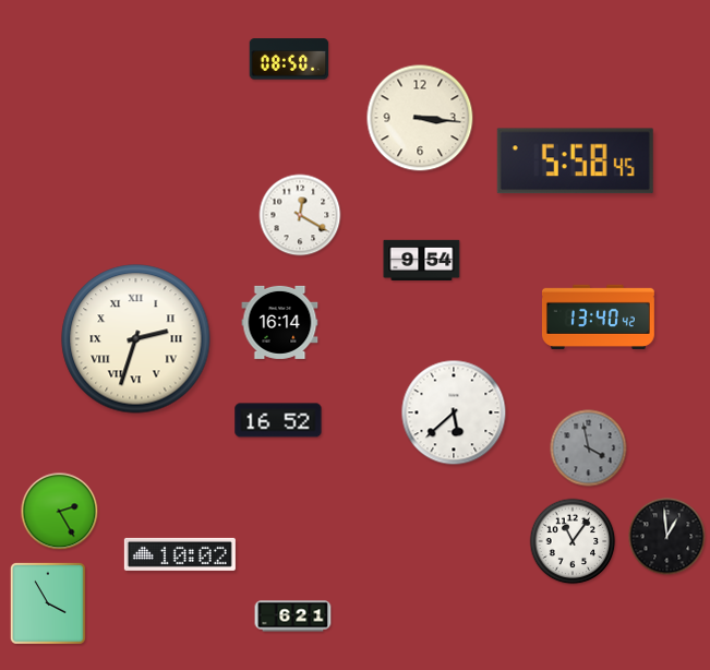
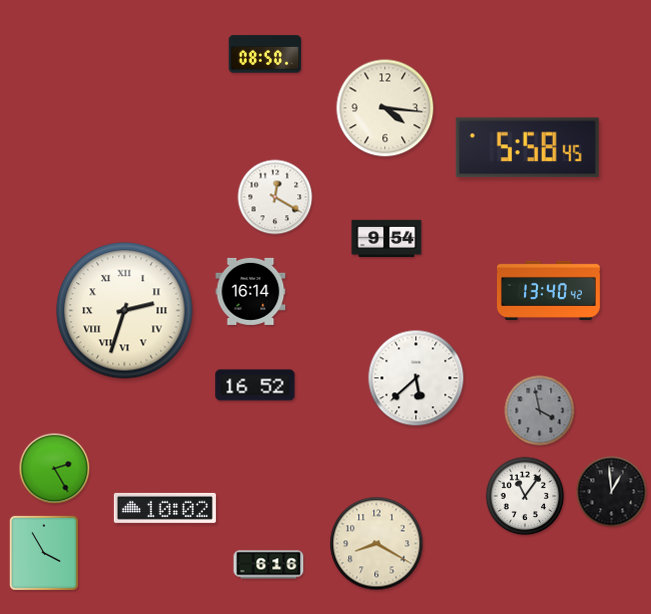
clock at (420, 118): 3:16 -> 4:16
clock at (280, 322) position: (280, 322) -> (251, 291)
clock at (377, 544): none -> 8:20
clock at (293, 617): 6:21 -> 6:16
